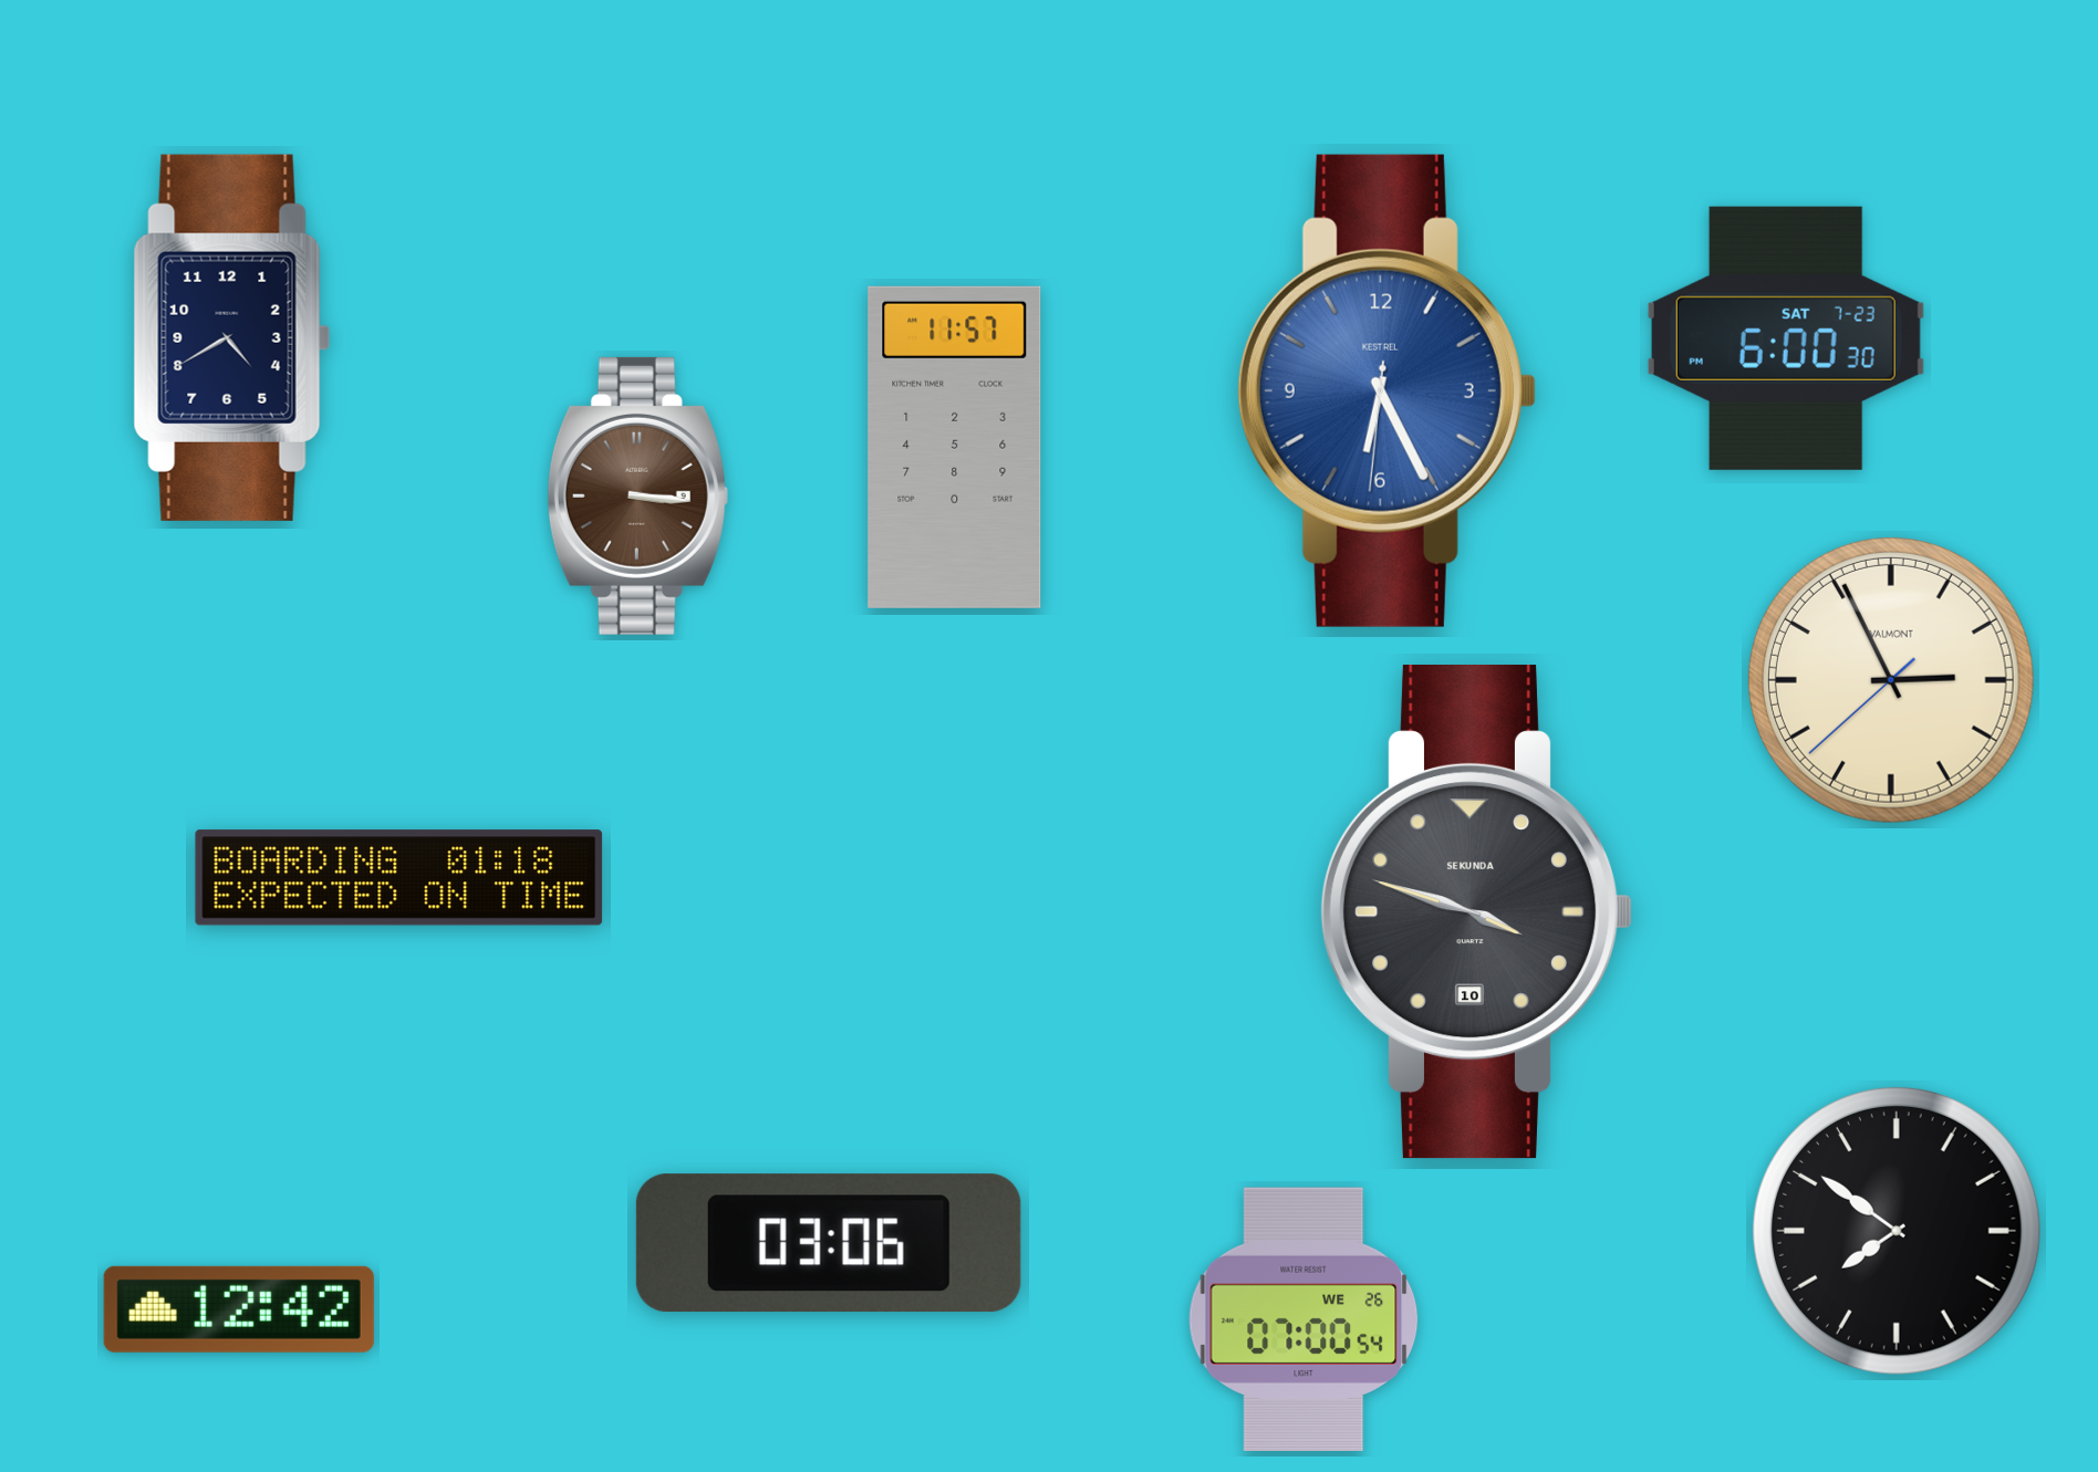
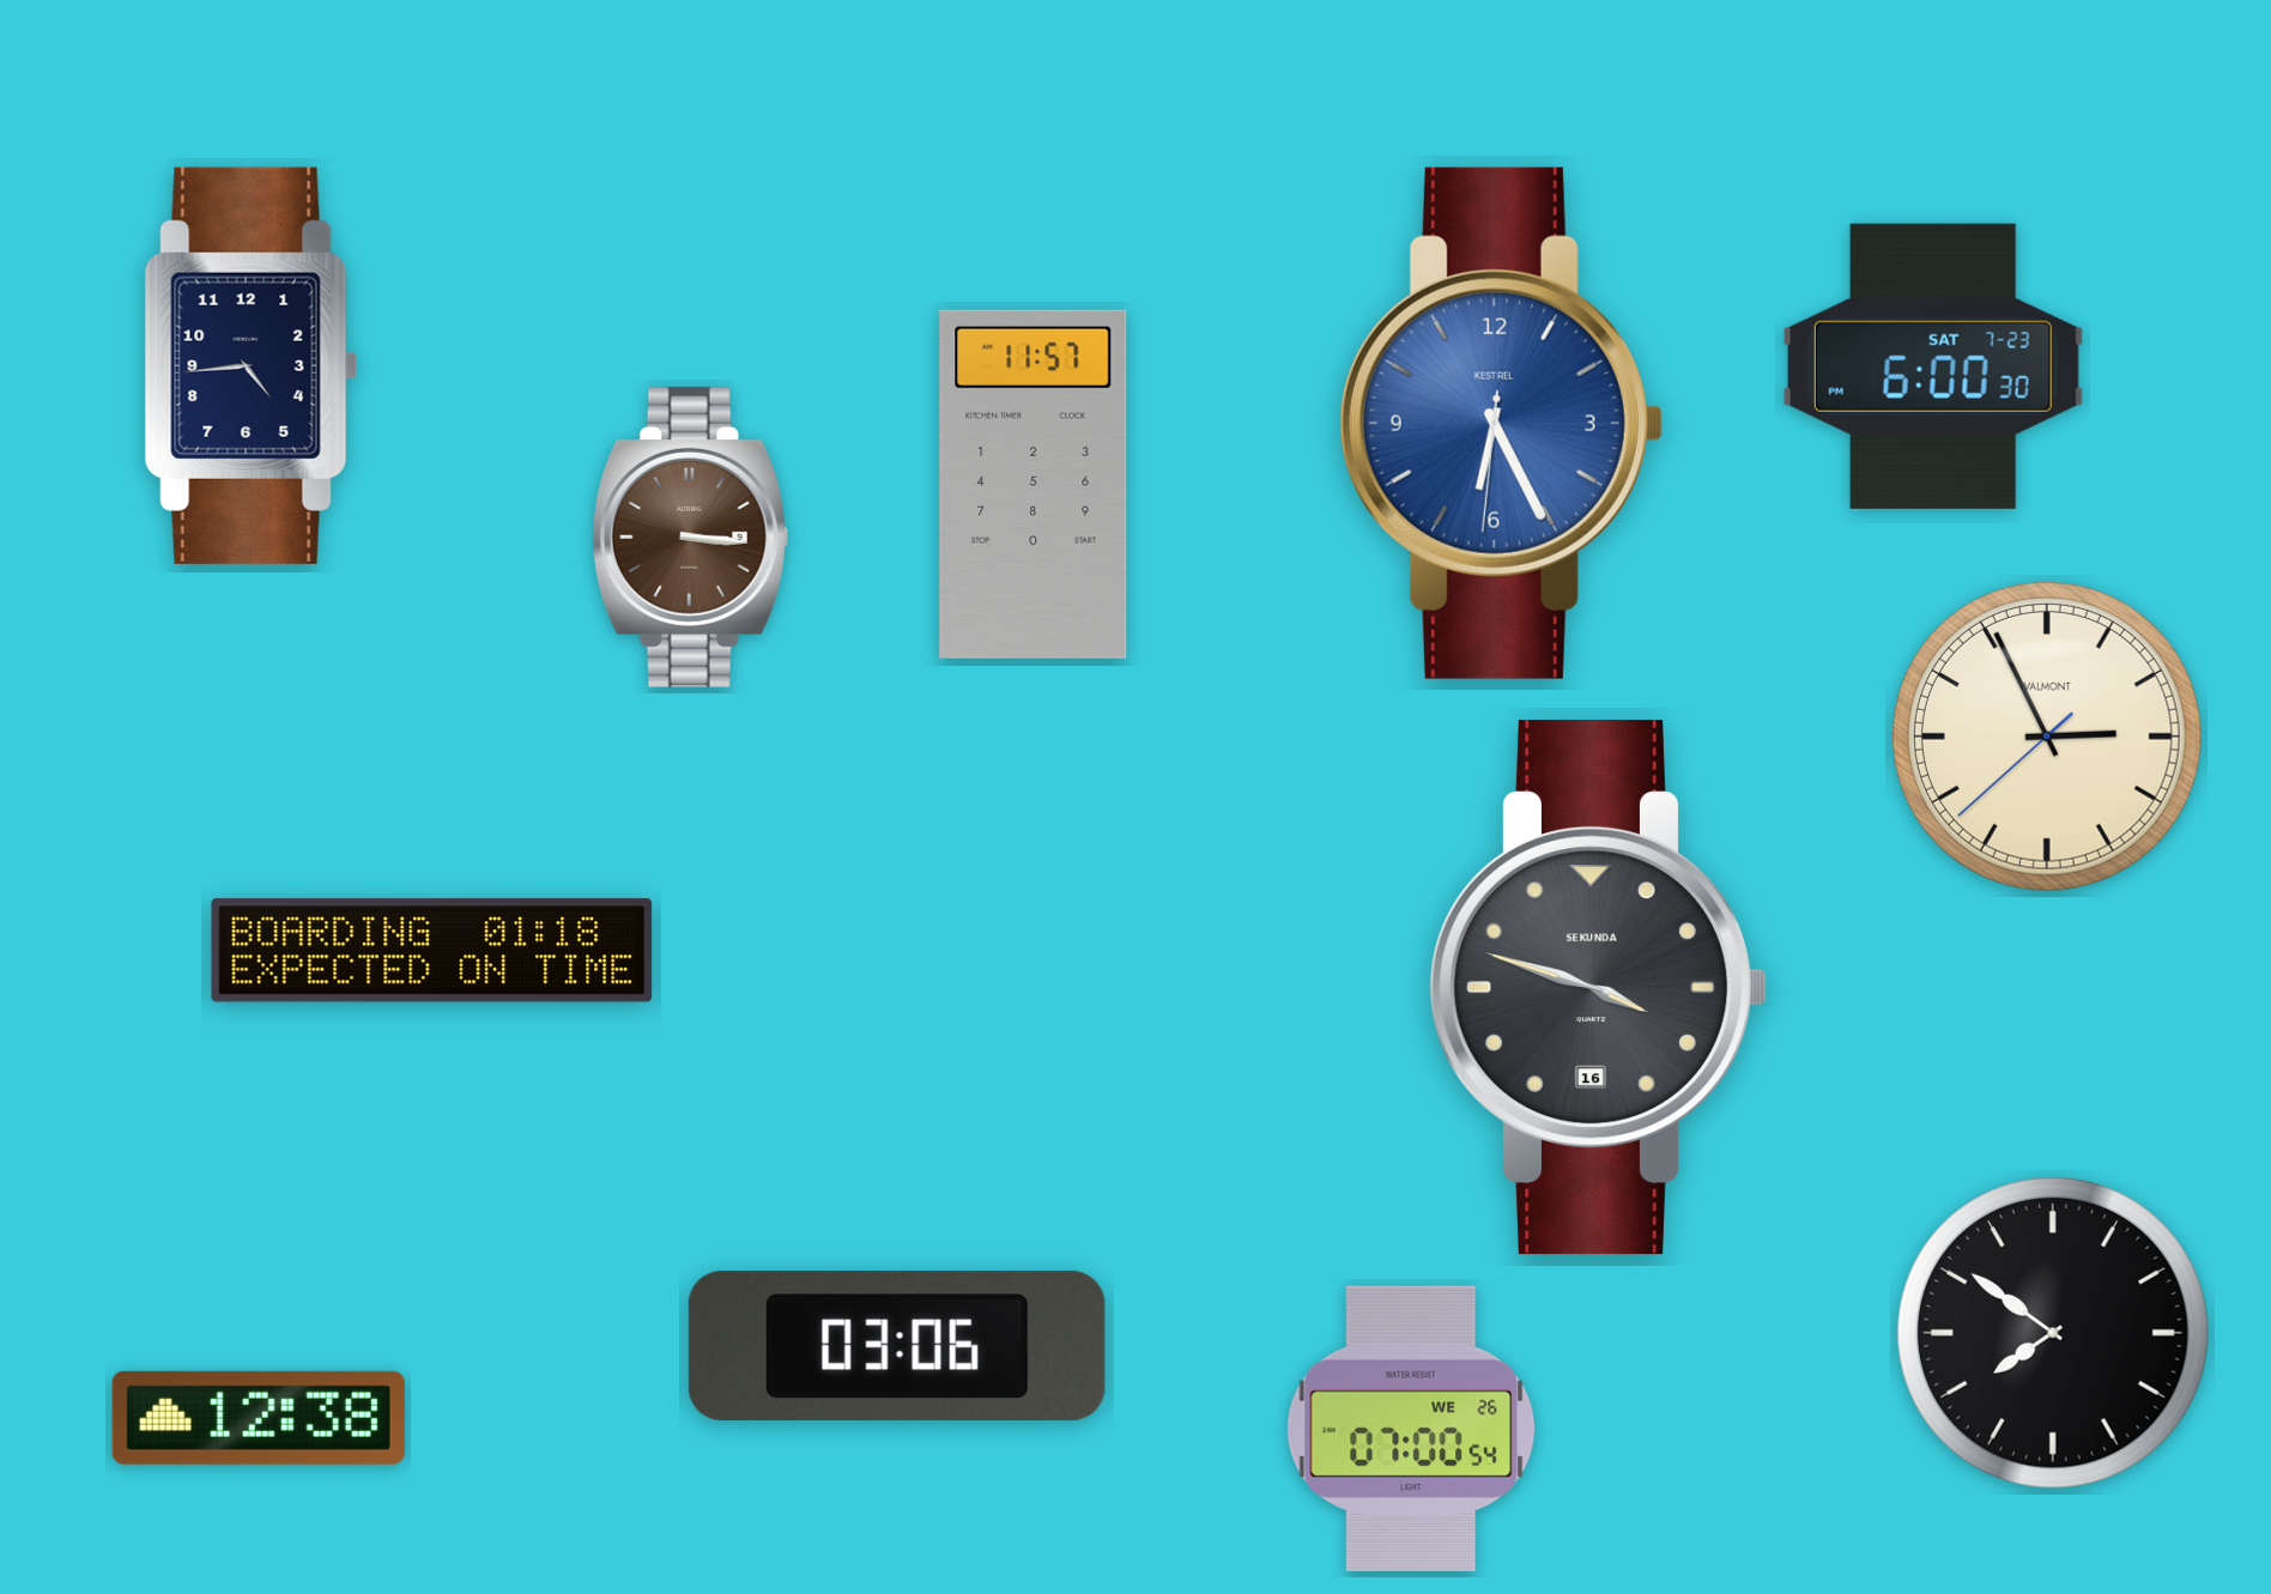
clock at (231, 337): 4:40 -> 4:44
clock at (1475, 912) date: 10 -> 16
clock at (239, 1309): 12:42 -> 12:38
